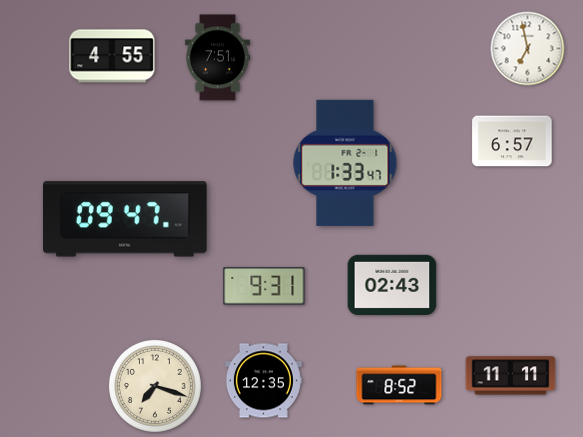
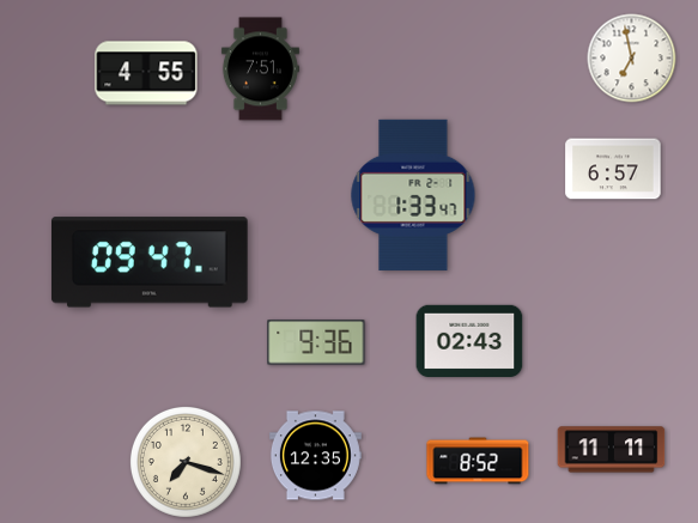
clock at (112, 56) position: (112, 56) -> (146, 73)
clock at (264, 286): 9:31 -> 9:36
